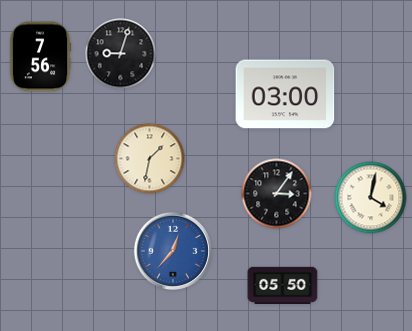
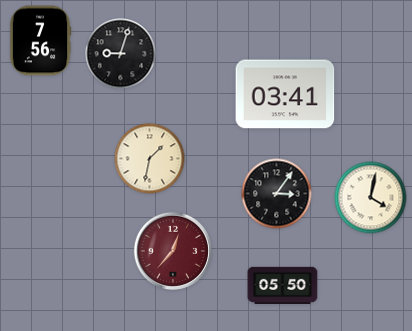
clock at (40, 57) position: (40, 57) -> (40, 41)
clock at (285, 94): 03:00 -> 03:41
clock at (172, 250) dial: blue -> burgundy
